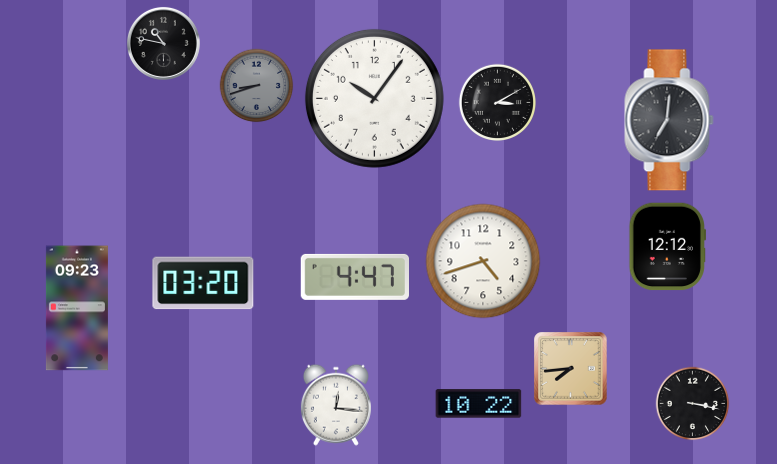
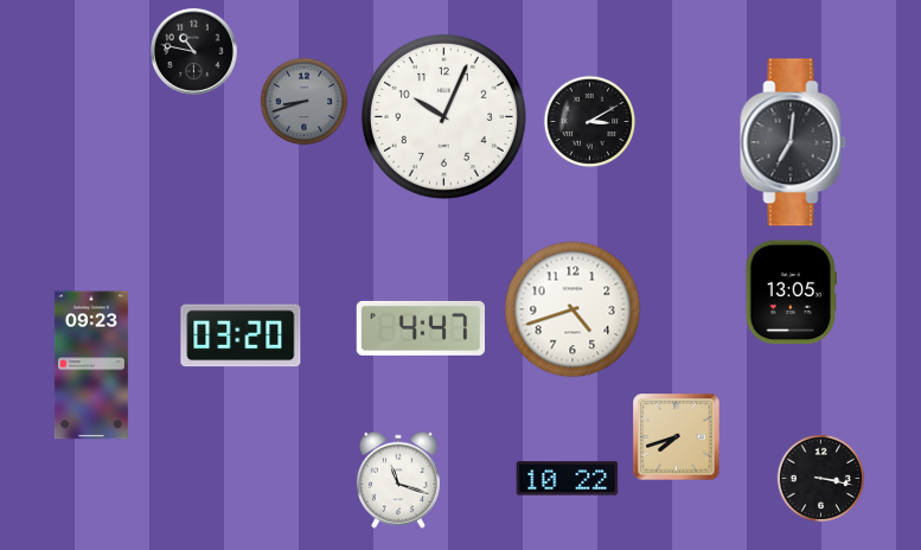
clock at (374, 98): 10:06 -> 10:04
clock at (667, 247): 12:12 -> 13:05
clock at (571, 369): 7:44 -> 7:42
clock at (336, 405): 12:16 -> 11:18
